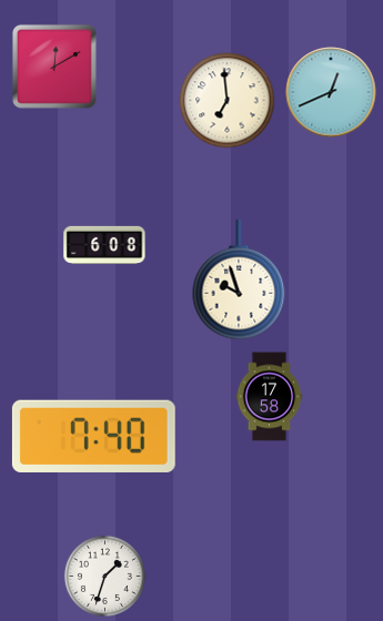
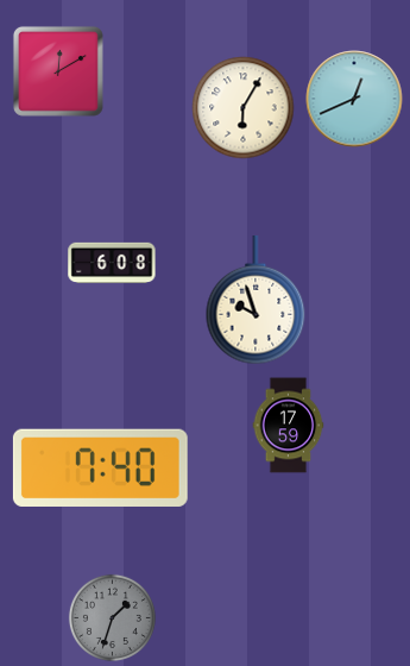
clock at (228, 101): 6:59 -> 6:05
clock at (270, 397): 17:58 -> 17:59
clock at (104, 576) dial: white -> grey
